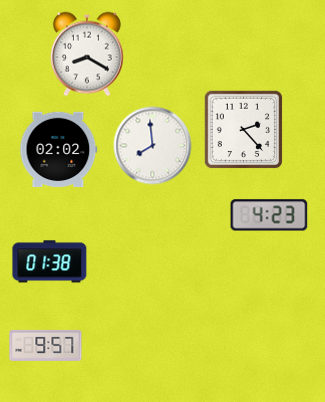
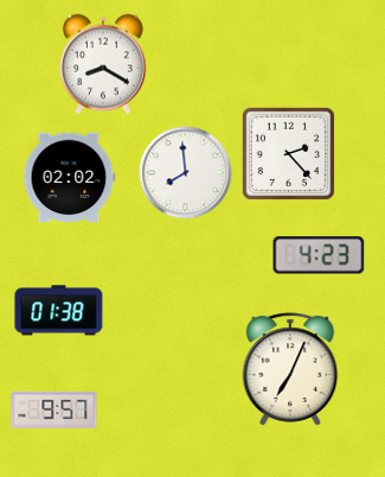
clock at (153, 146) position: (153, 146) -> (186, 173)
clock at (290, 369): none -> 7:04
